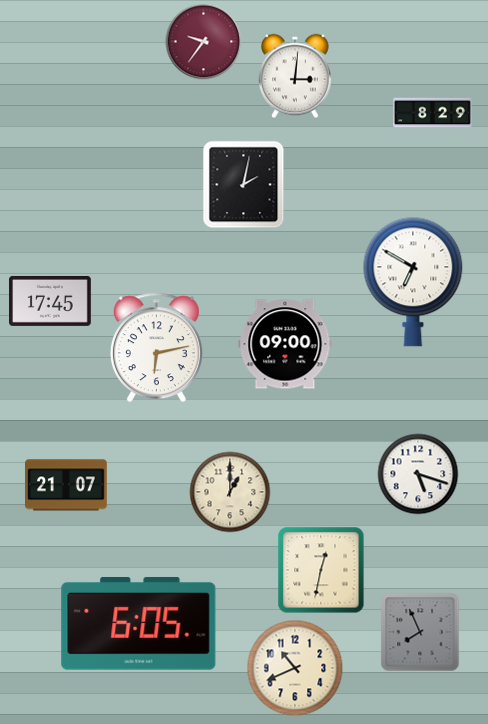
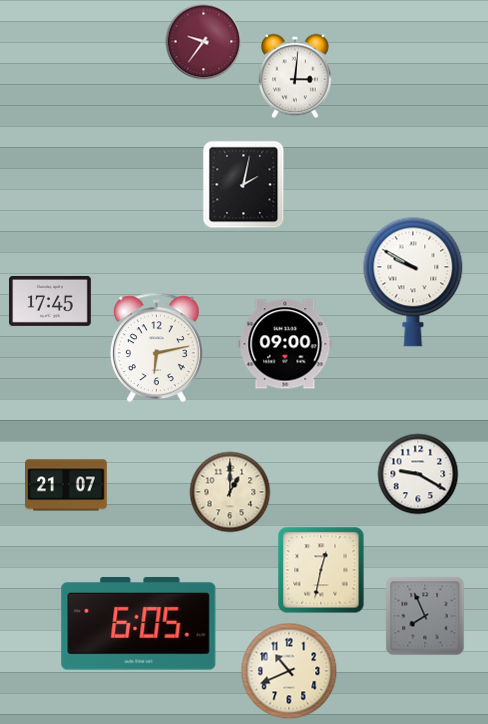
clock at (432, 113): 8:29 -> none
clock at (413, 282): 6:50 -> 9:50
clock at (418, 474): 5:18 -> 9:20
clock at (420, 632) position: (420, 632) -> (425, 616)
clock at (295, 668) position: (295, 668) -> (289, 671)
